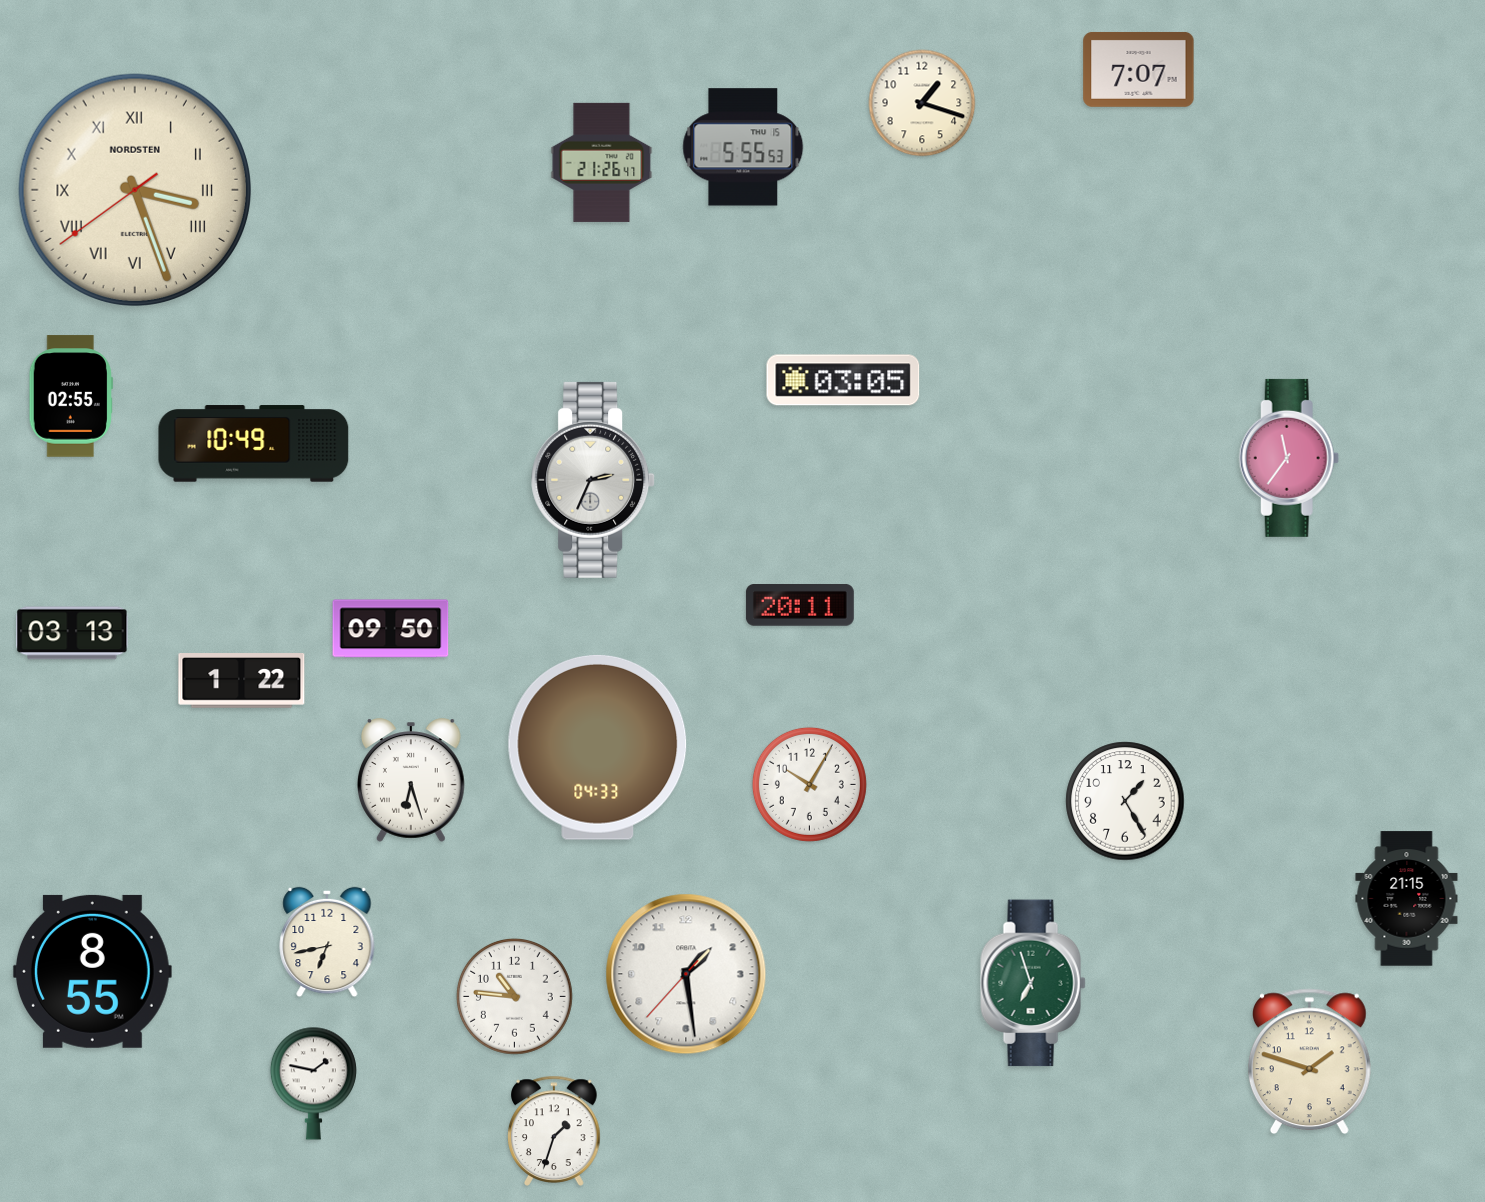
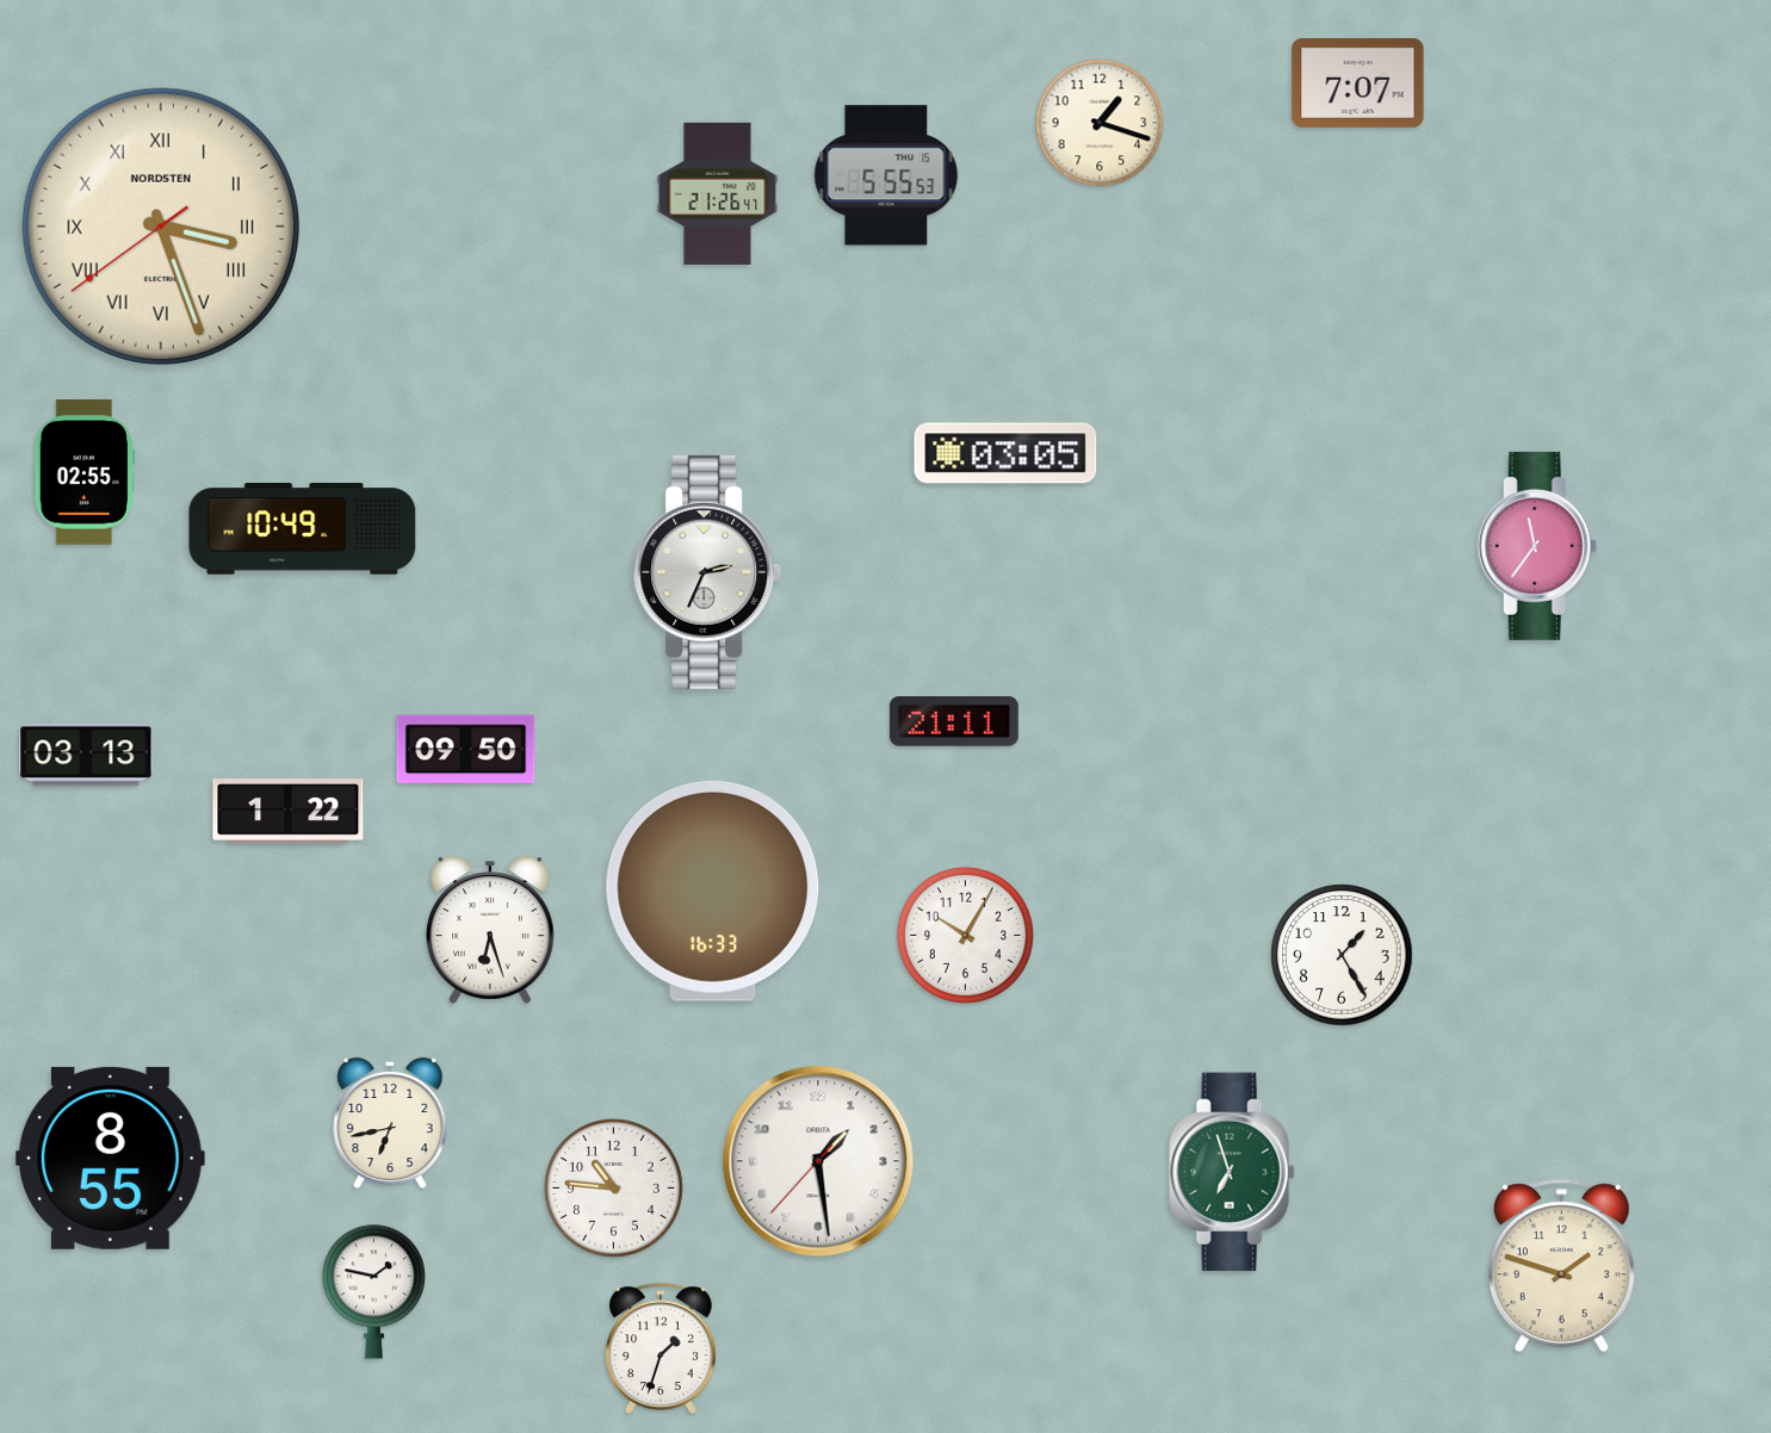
clock at (800, 606): 20:11 -> 21:11
clock at (598, 747): 04:33 -> 16:33
clock at (1407, 899): 21:15 -> none
